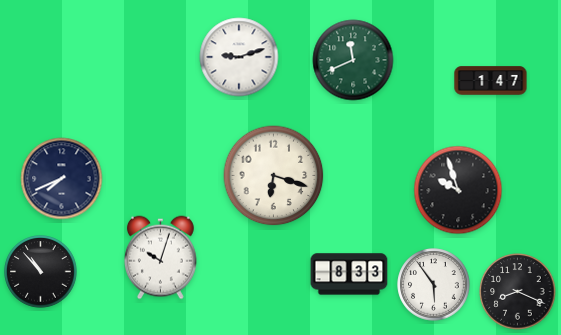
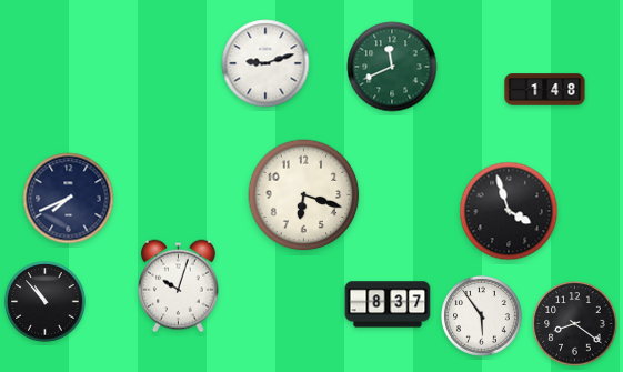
clock at (491, 81): 1:47 -> 1:48
clock at (458, 190): 9:57 -> 3:57
clock at (349, 274): 8:33 -> 8:37
clock at (518, 292): 8:19 -> 8:21
